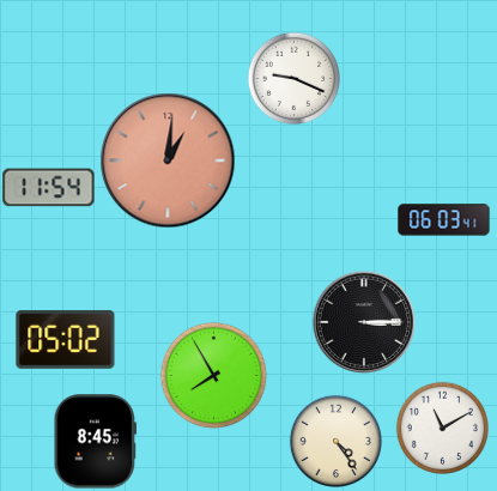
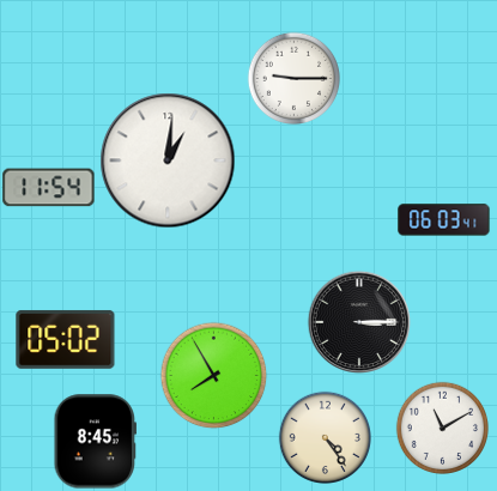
clock at (293, 78): 9:19 -> 9:15
clock at (168, 160) dial: salmon -> white
clock at (363, 321) position: (363, 321) -> (358, 321)
clock at (335, 441) position: (335, 441) -> (325, 437)
